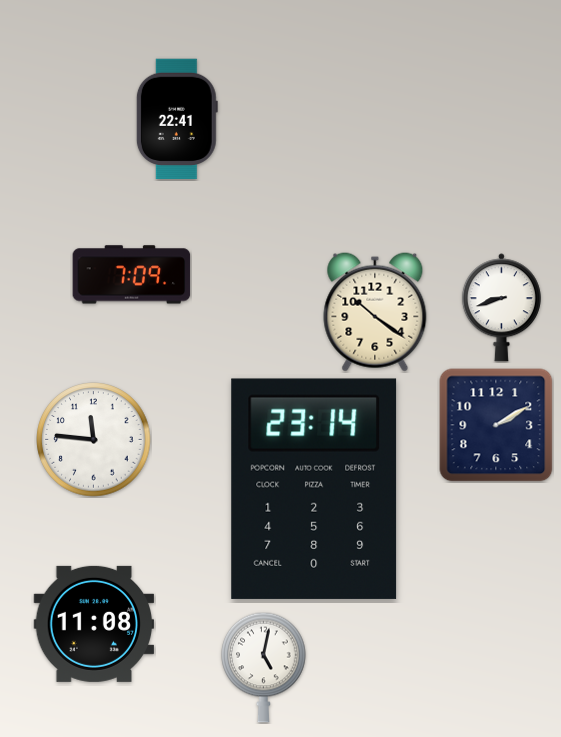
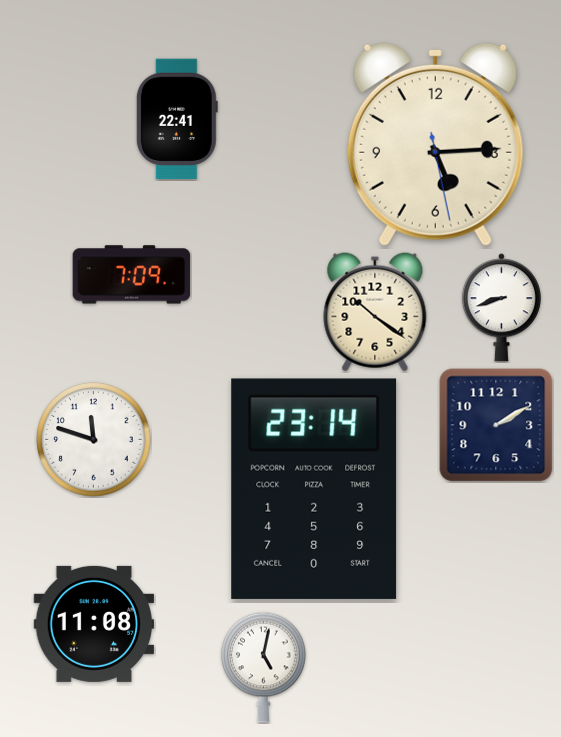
clock at (435, 144): none -> 5:14
clock at (94, 440): 11:46 -> 11:48
